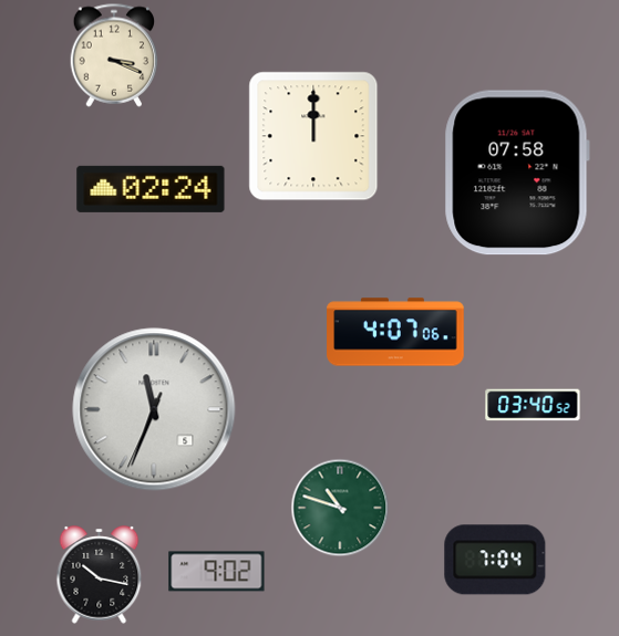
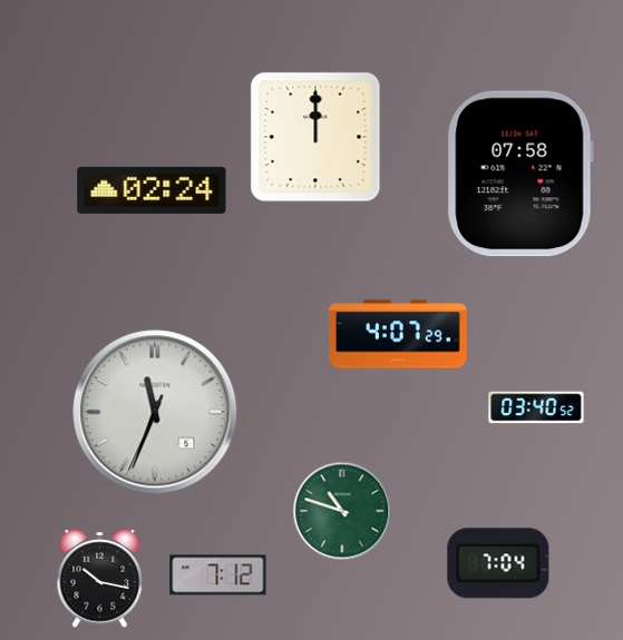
clock at (114, 55): 3:19 -> none
clock at (395, 332): 4:07:06 -> 4:07:29
clock at (217, 572): 9:02 -> 7:12
